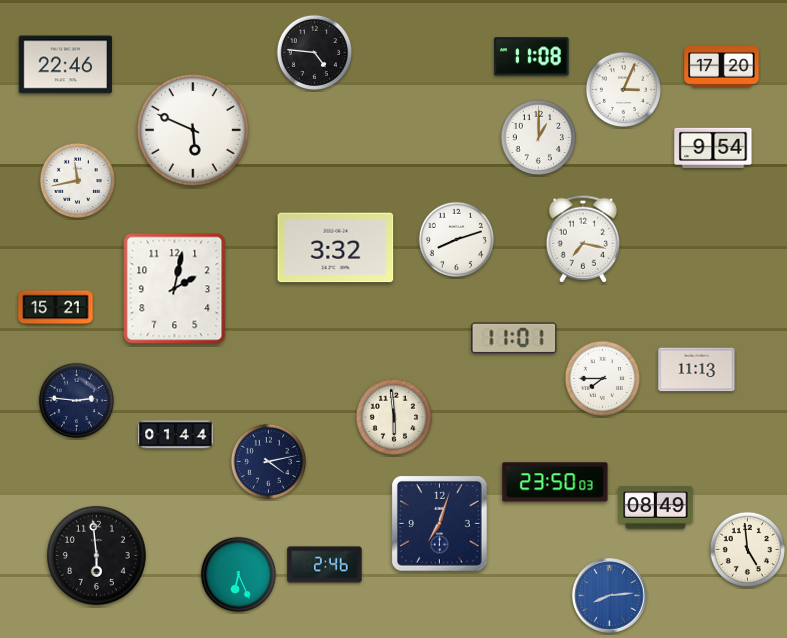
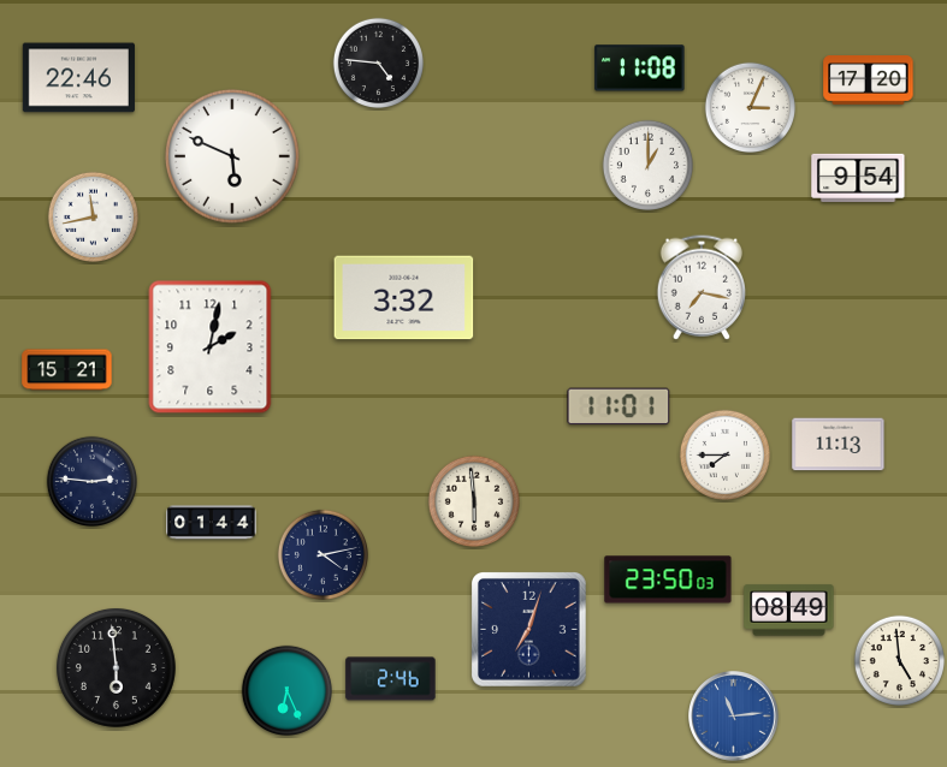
clock at (456, 239): 8:12 -> none
clock at (610, 596): 8:14 -> 11:14
